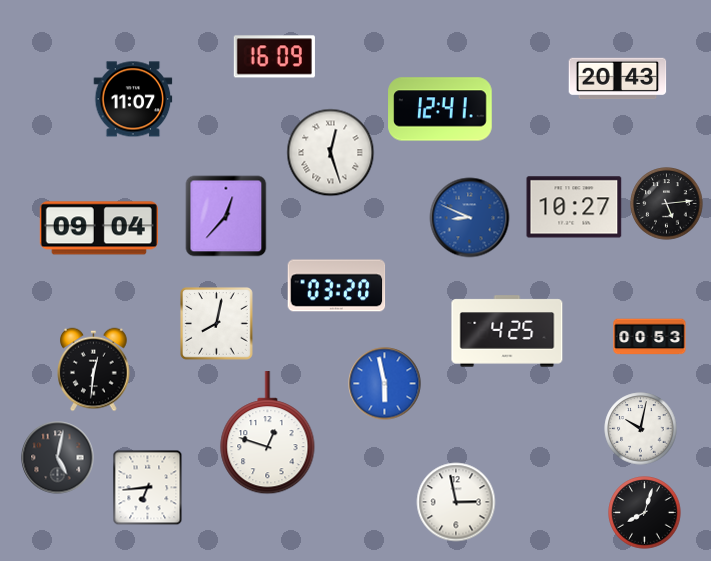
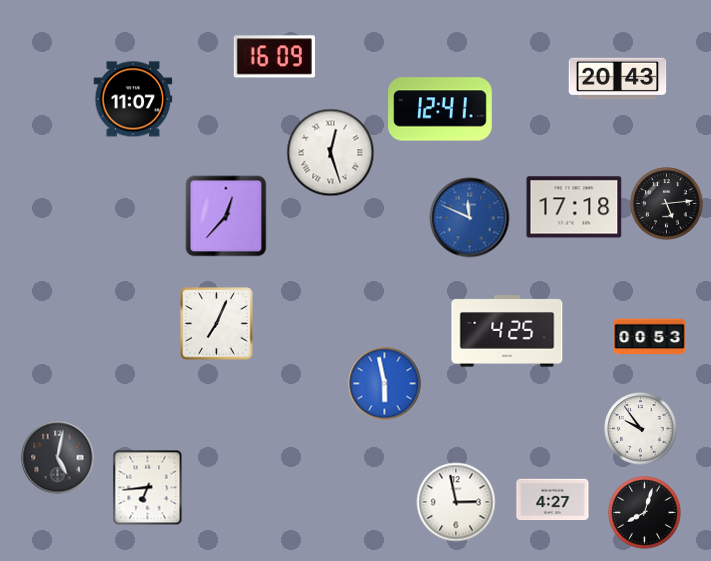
clock at (574, 207): 10:27 -> 17:18
clock at (470, 218): 8:49 -> 11:49
clock at (99, 228): 09:04 -> none
clock at (337, 286): 03:20 -> none
clock at (217, 324): 8:02 -> 7:04
clock at (94, 370): 12:31 -> none
clock at (641, 429): 10:02 -> 9:54
clock at (268, 433): 12:48 -> none
clock at (553, 500): none -> 4:27
